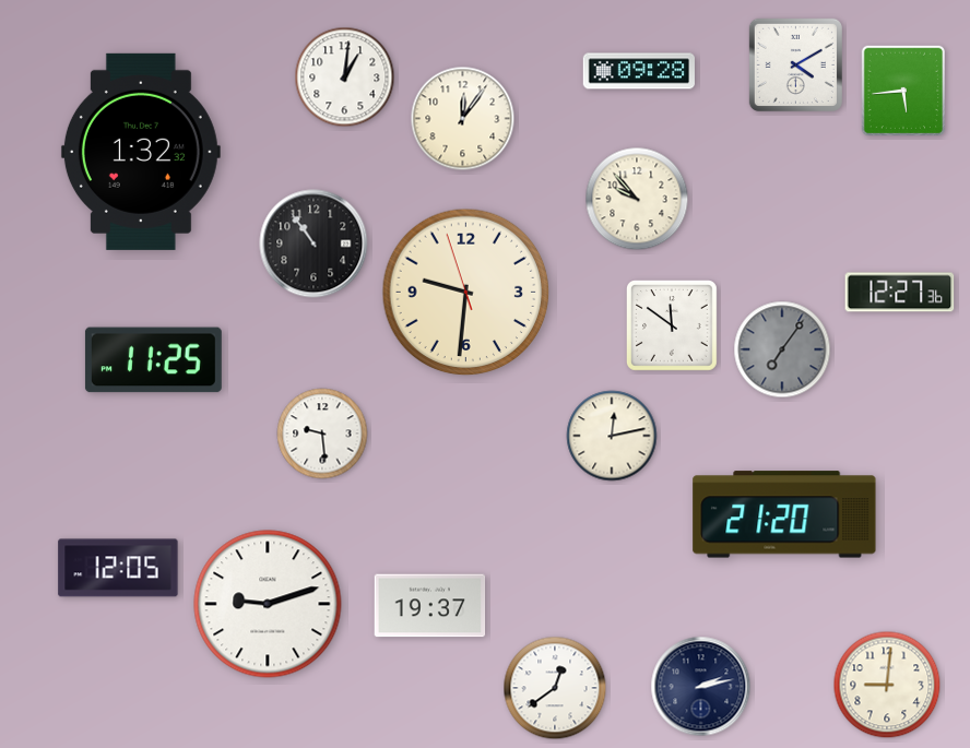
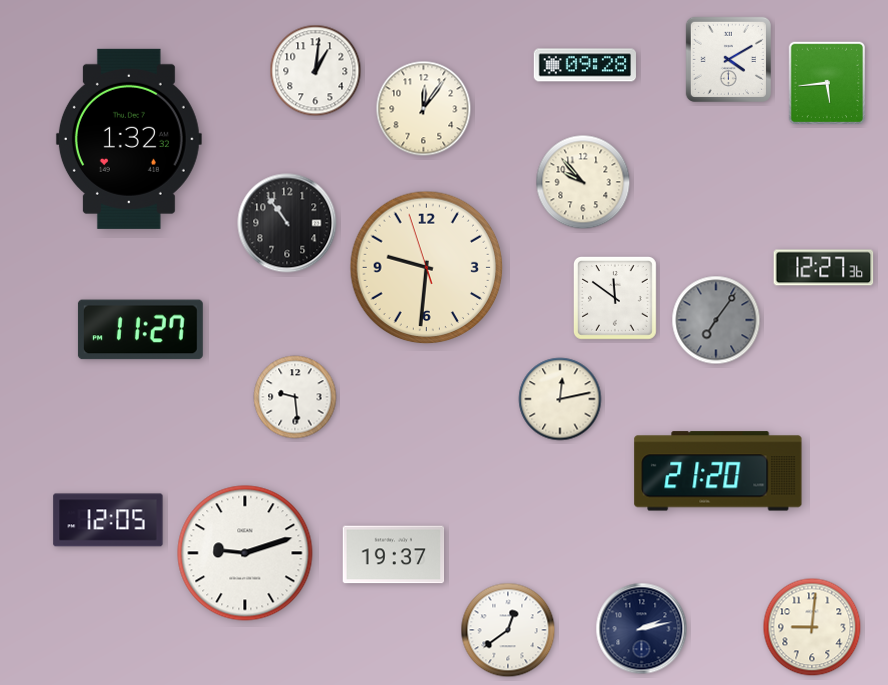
clock at (153, 360): 11:25 -> 11:27
